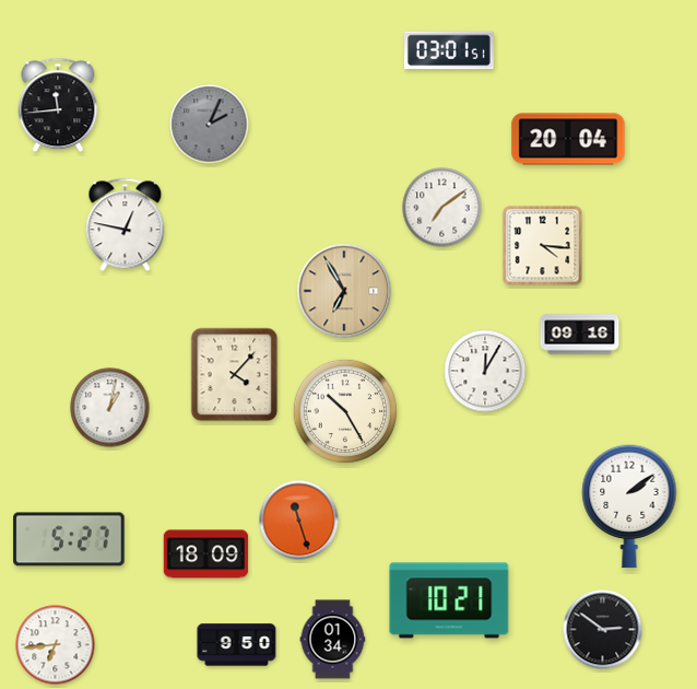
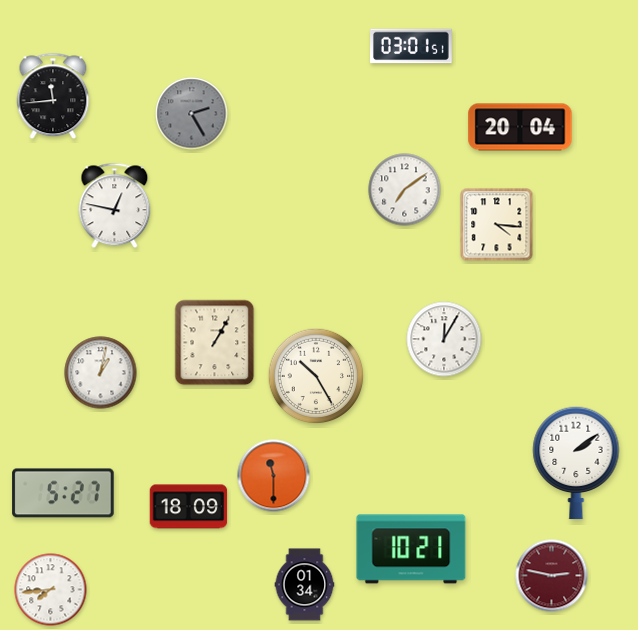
clock at (210, 125): 2:04 -> 2:25
clock at (344, 291): 6:55 -> none
clock at (580, 335): 09:16 -> none
clock at (235, 375): 4:07 -> 1:05
clock at (299, 521): 11:27 -> 11:30
clock at (603, 630): 2:51 -> 2:47
clock at (603, 630) dial: black -> burgundy
clock at (56, 645): 6:44 -> 7:44
clock at (237, 645): 9:50 -> none
